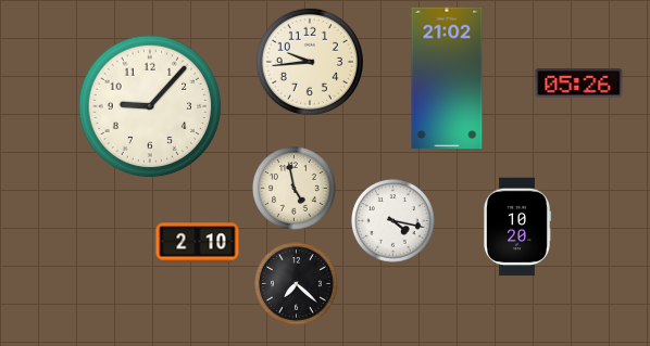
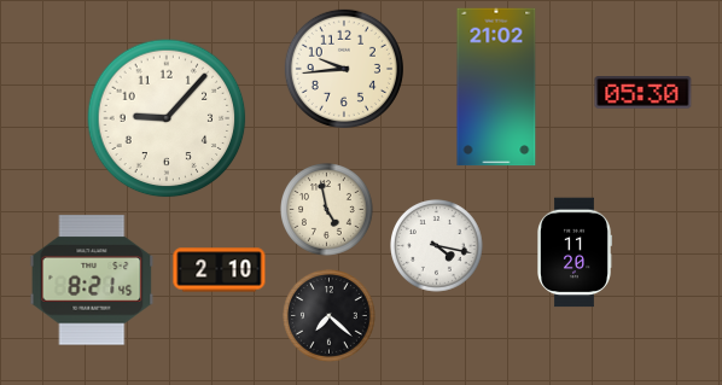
clock at (579, 84): 05:26 -> 05:30
clock at (517, 227): 10:20 -> 11:20
clock at (92, 280): none -> 8:21
